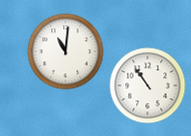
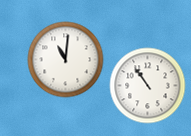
clock at (66, 52) position: (66, 52) -> (66, 60)
